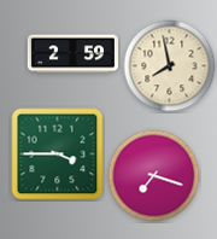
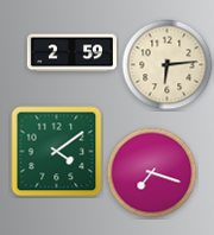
clock at (170, 66): 7:58 -> 6:14
clock at (58, 155): 3:45 -> 4:09
